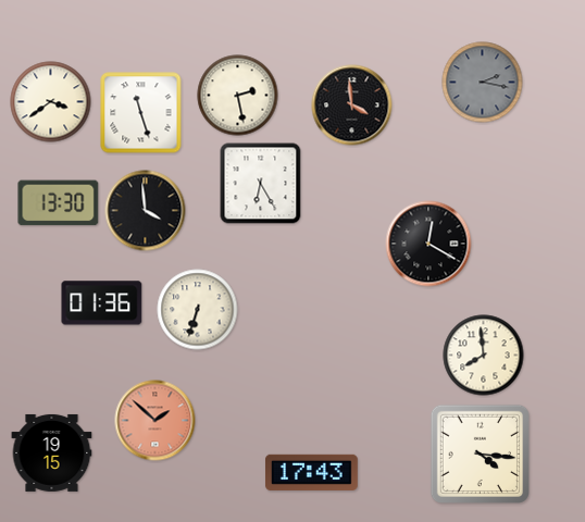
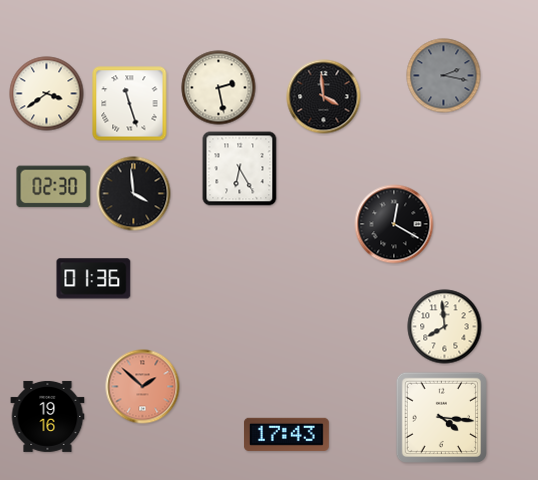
clock at (59, 203): 13:30 -> 02:30
clock at (198, 310): 6:33 -> none
clock at (52, 452): 19:15 -> 19:16
